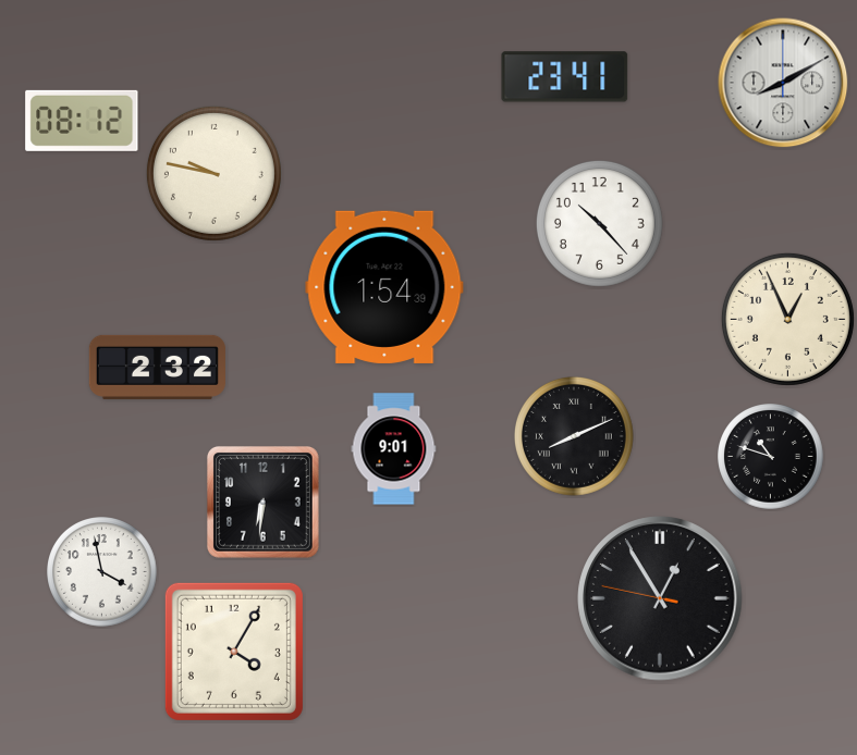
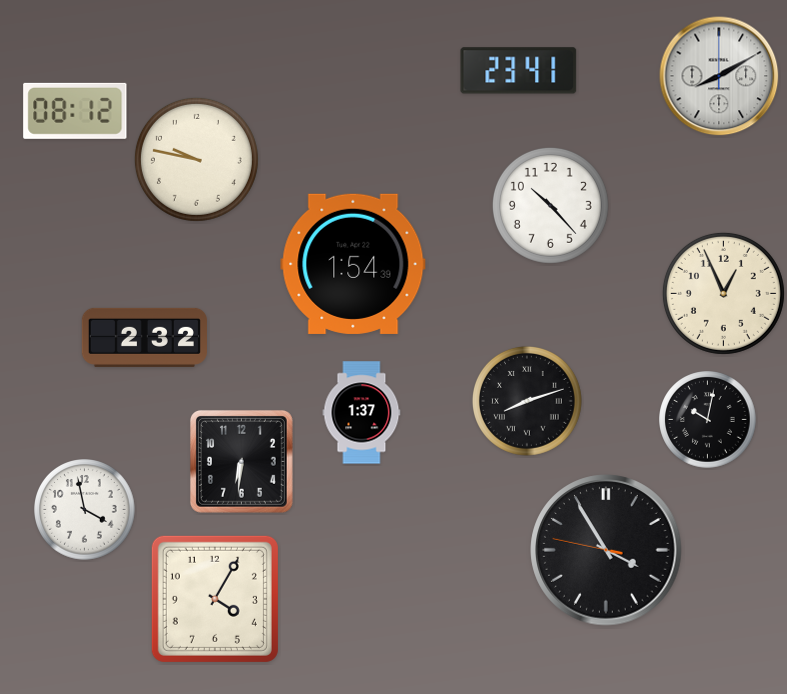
clock at (574, 436): 8:11 -> 8:12
clock at (394, 449): 9:01 -> 1:37
clock at (771, 457): 10:48 -> 10:02
clock at (102, 572) position: (102, 572) -> (85, 510)
clock at (660, 598): 12:54 -> 3:54
